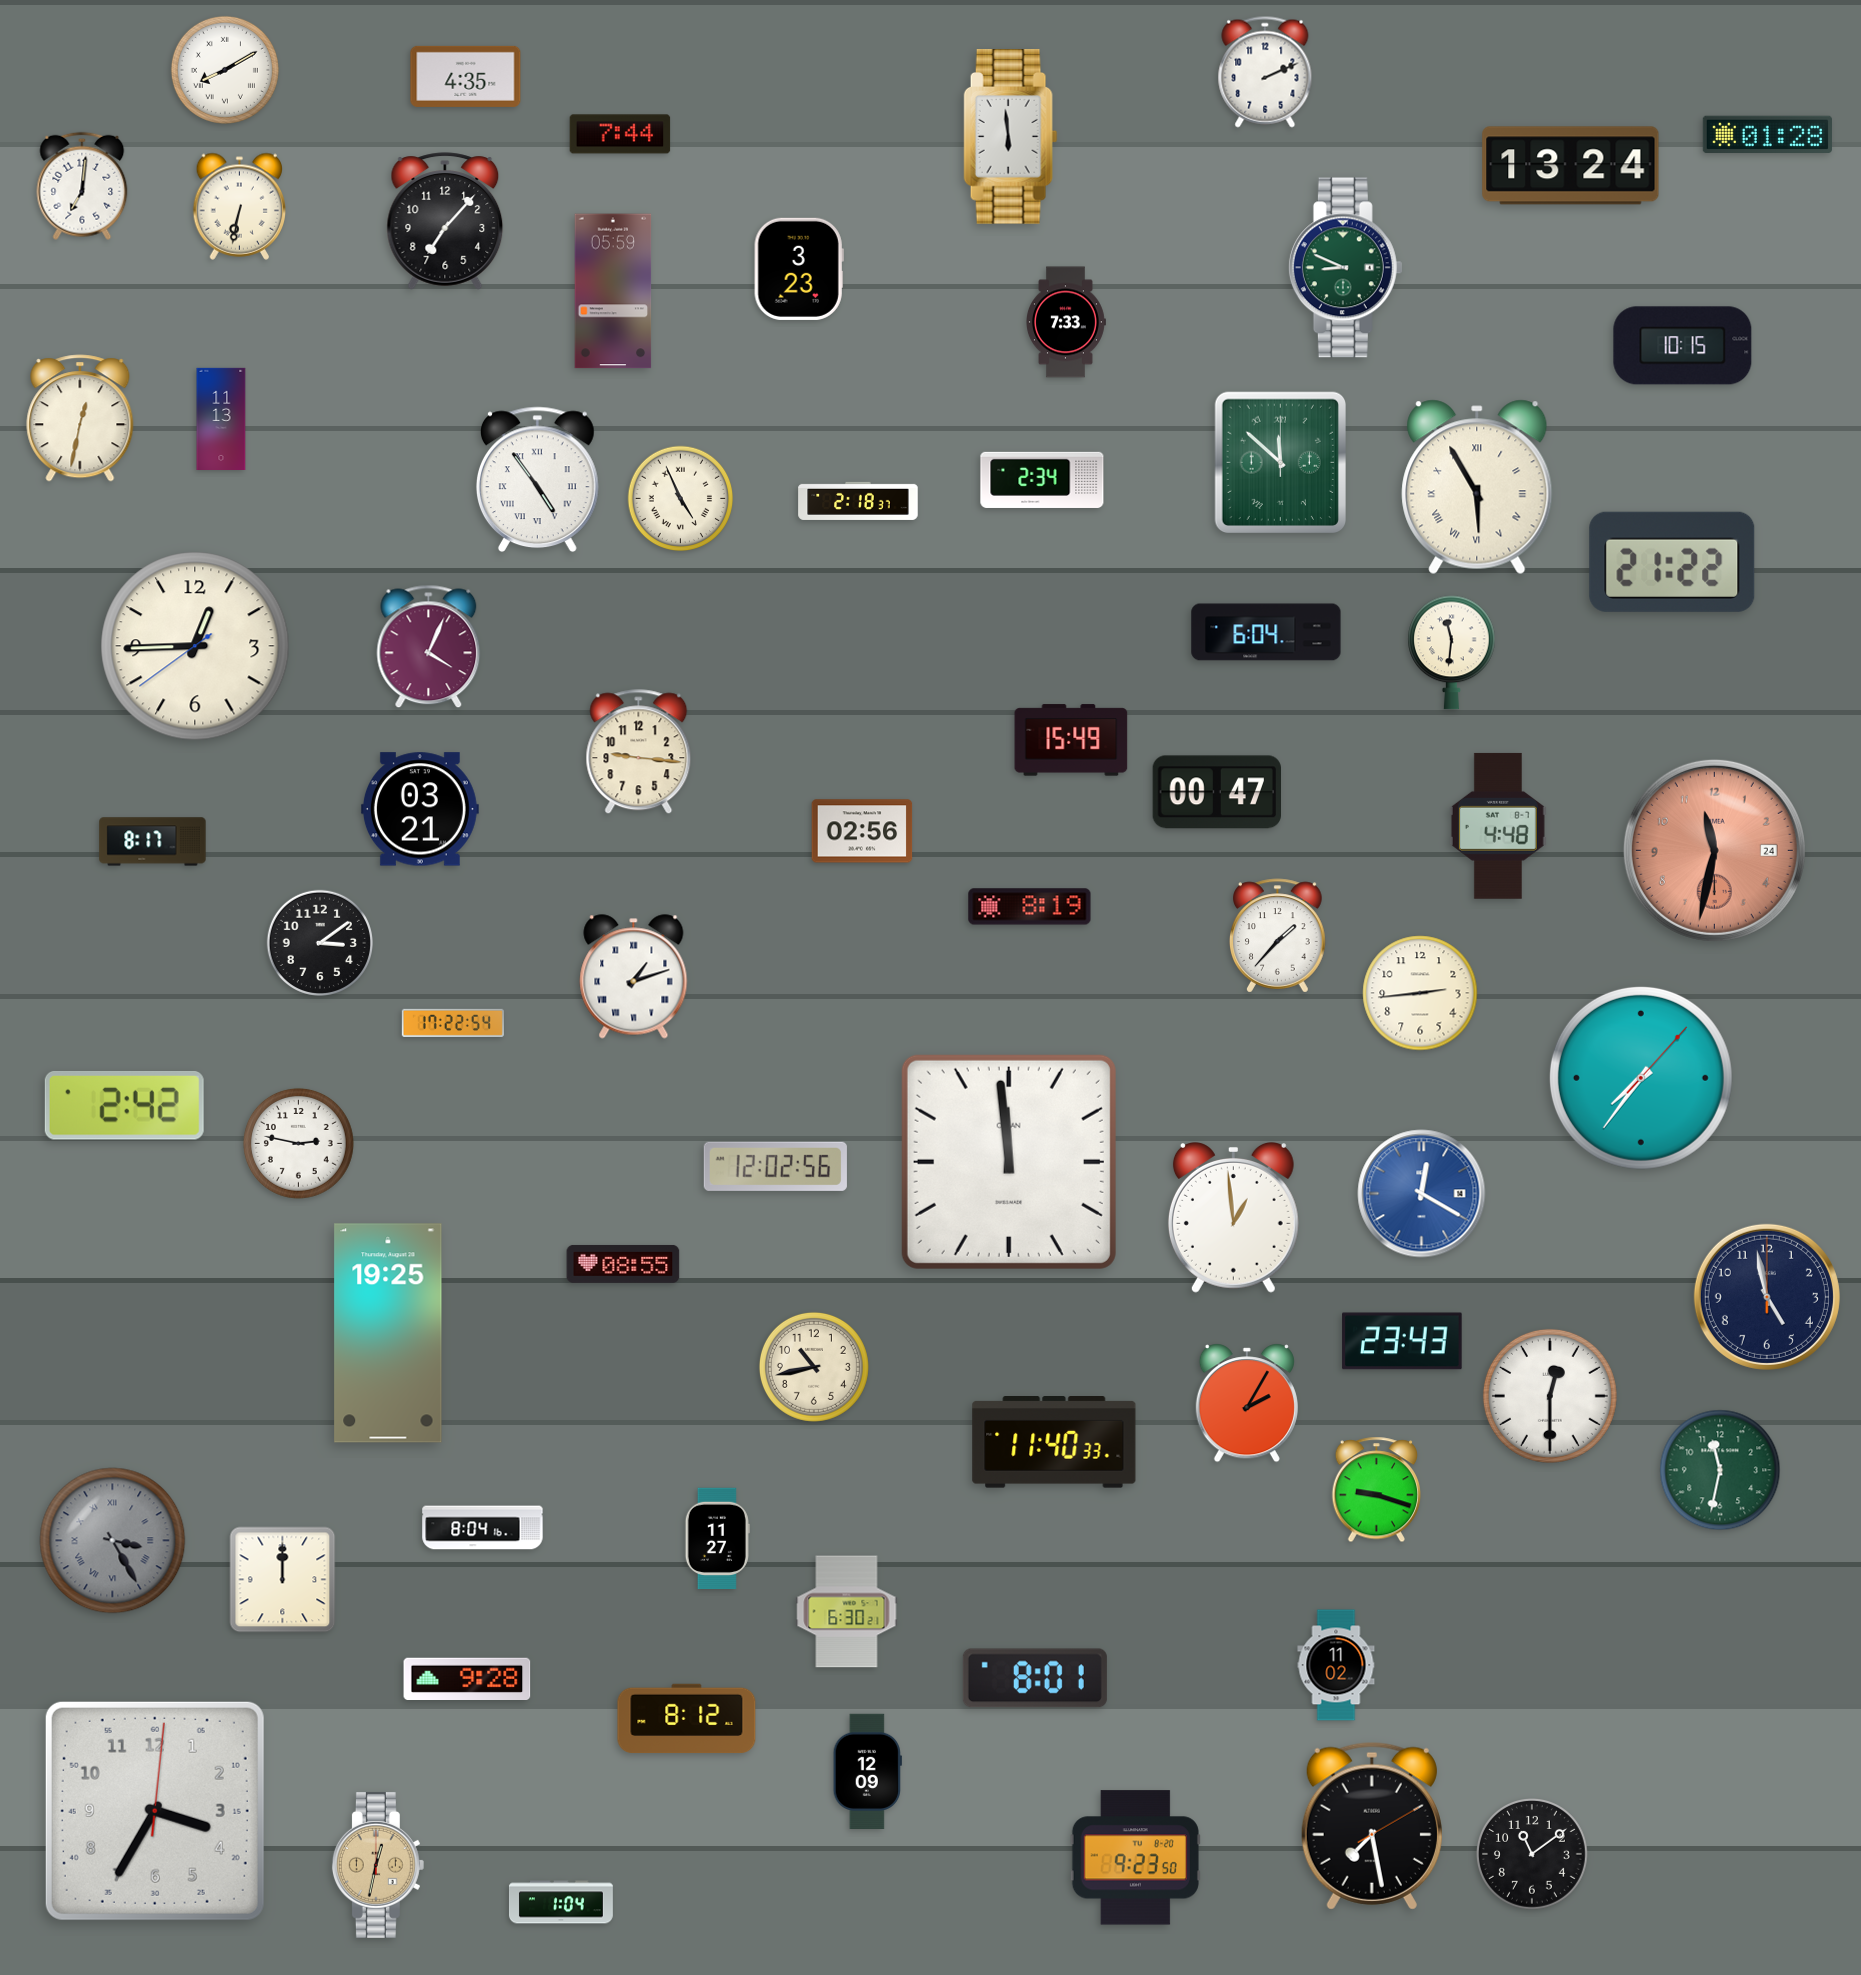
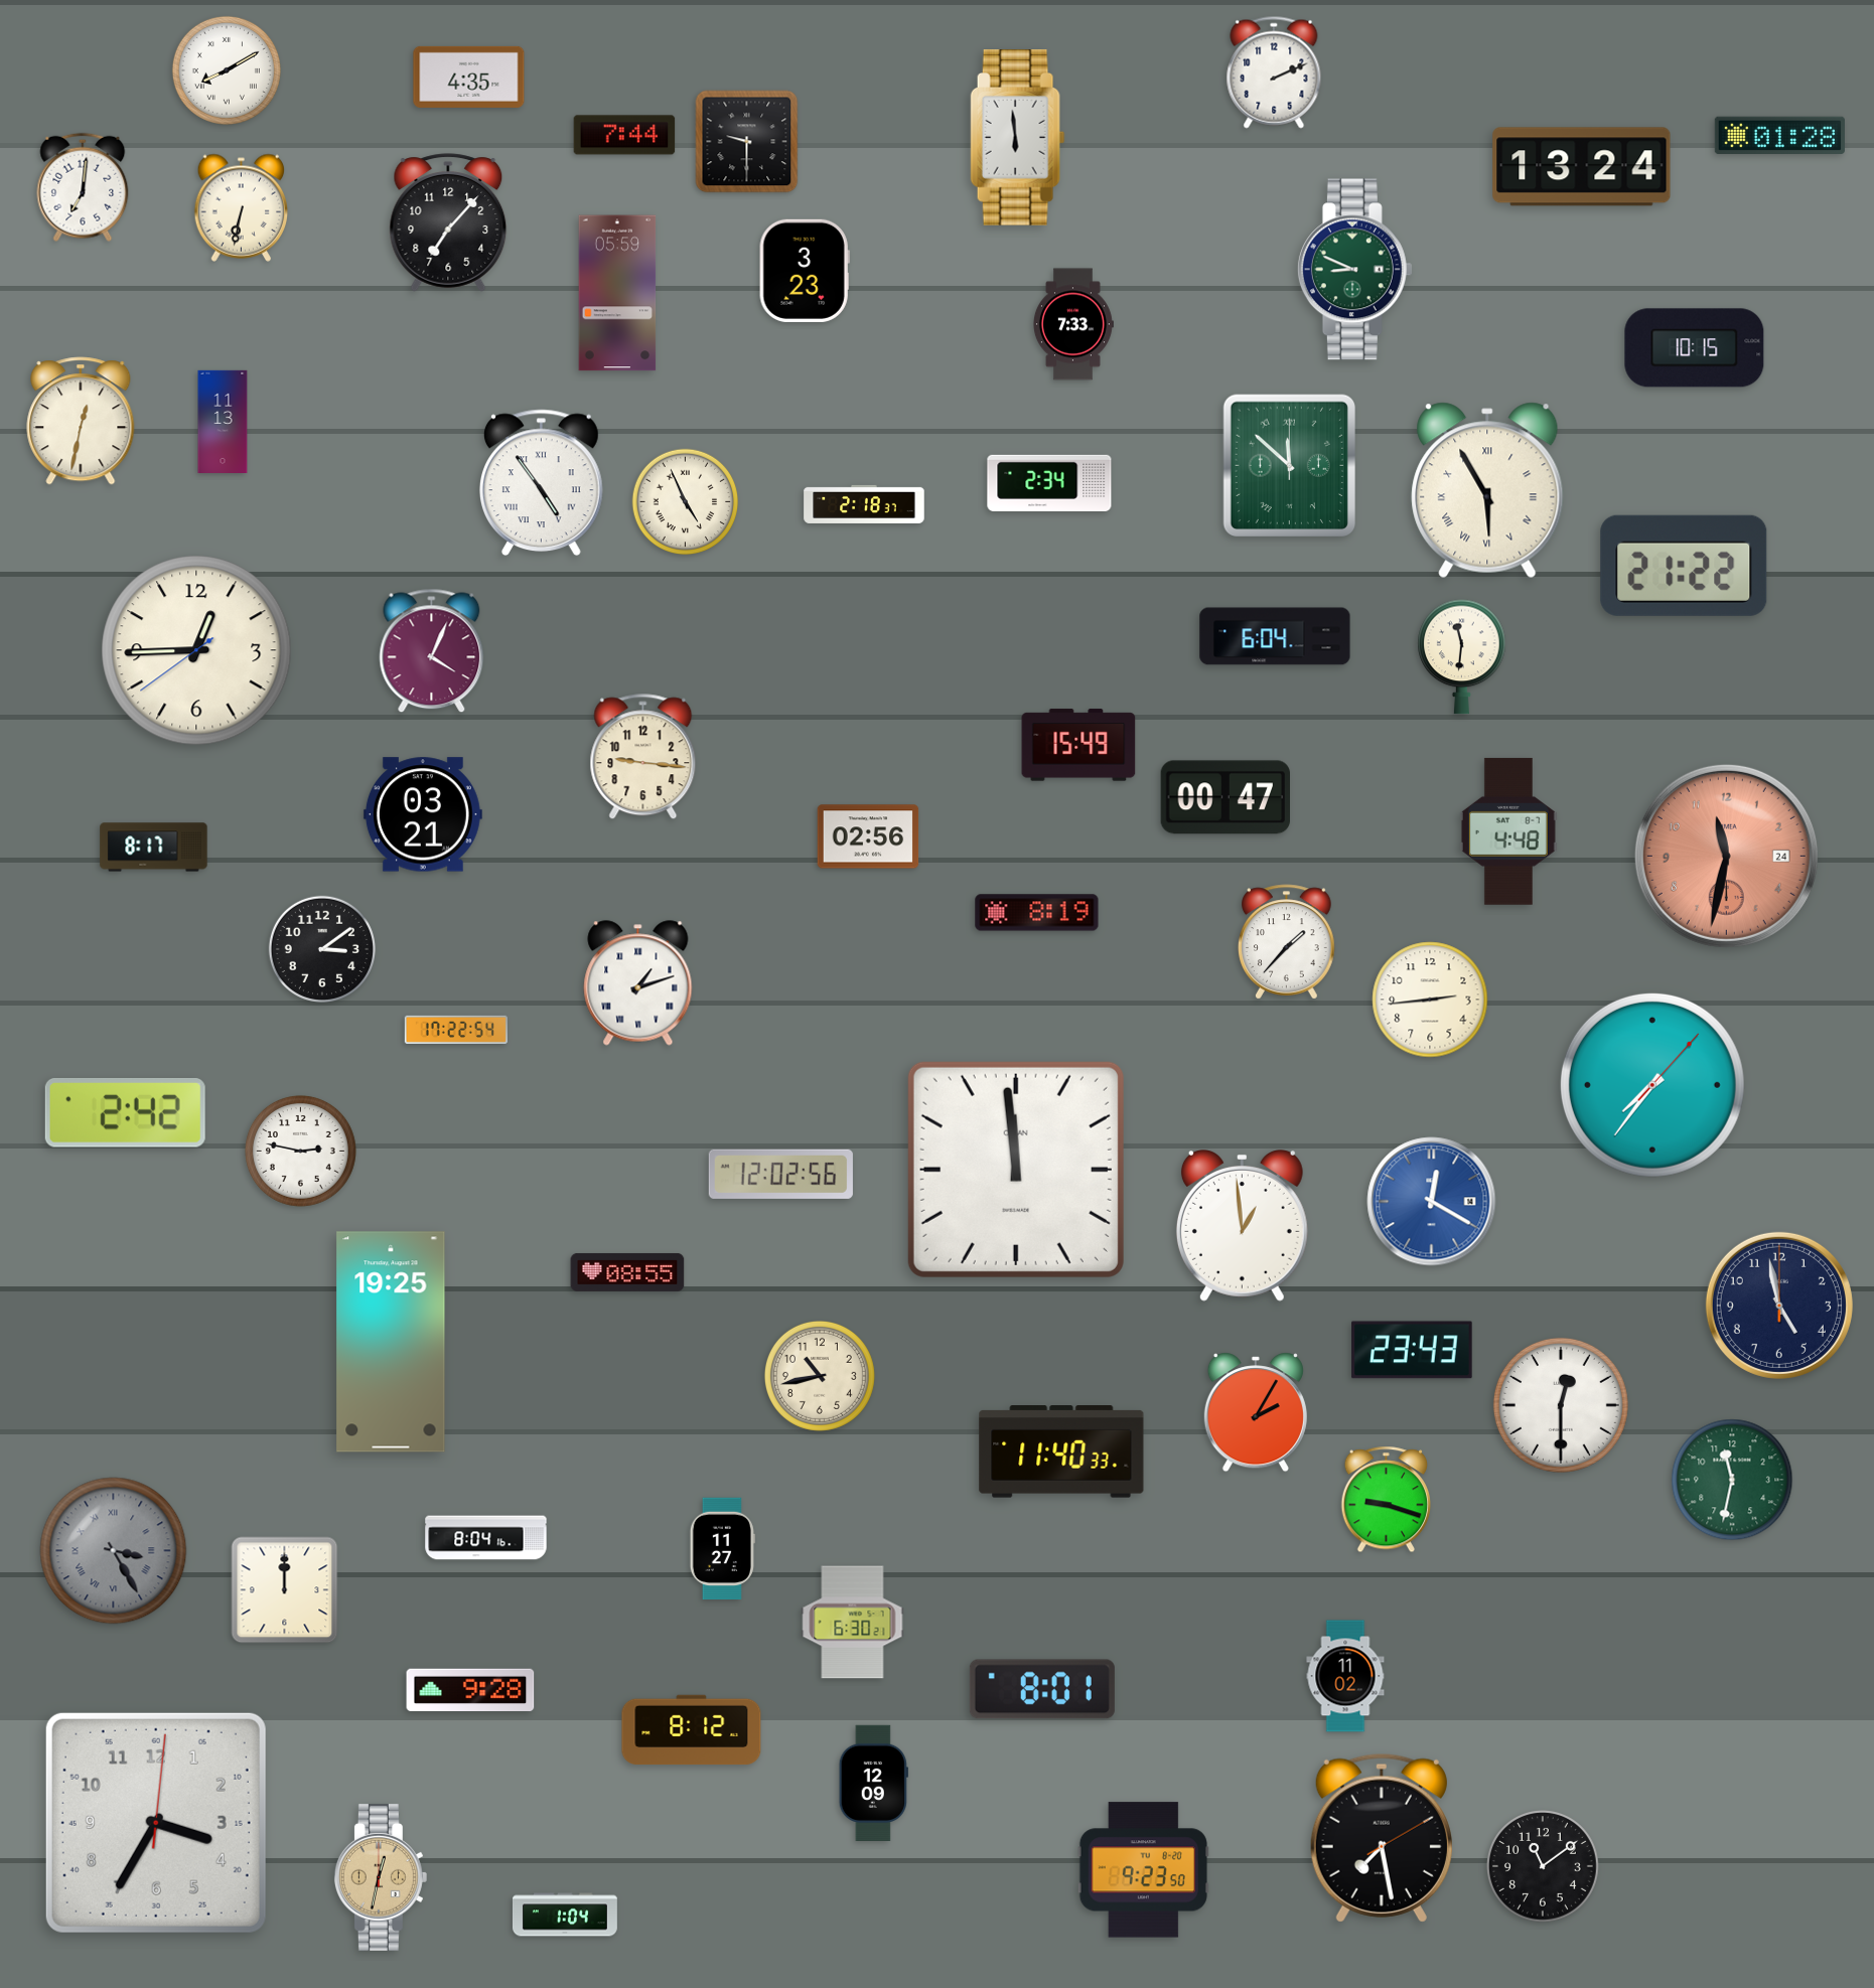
clock at (747, 142): none -> 9:30
